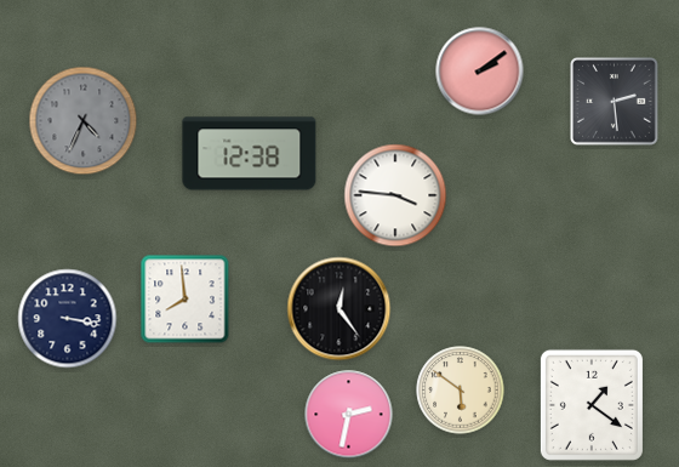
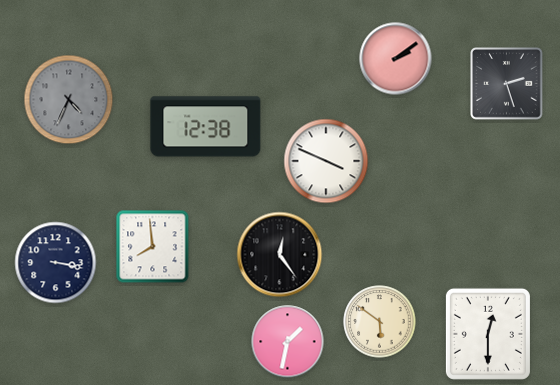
clock at (615, 102): 2:29 -> 2:27
clock at (395, 195): 3:46 -> 3:49
clock at (592, 405): 1:21 -> 12:30
clock at (349, 415): 2:32 -> 1:32
